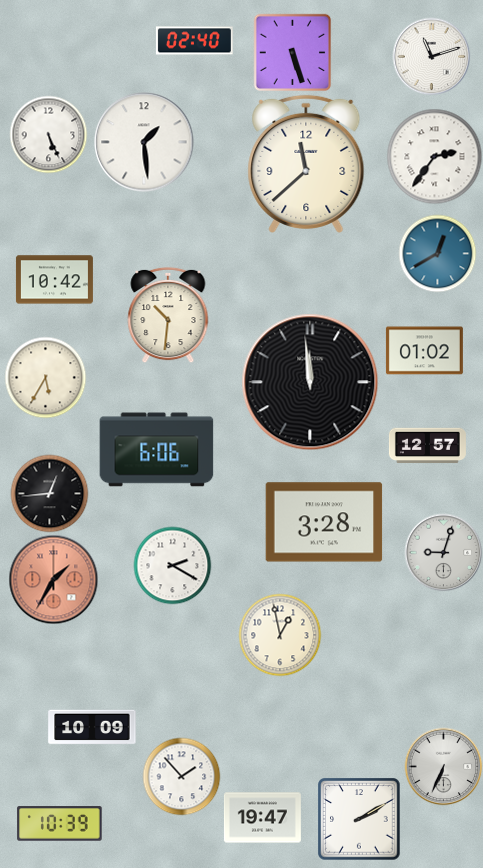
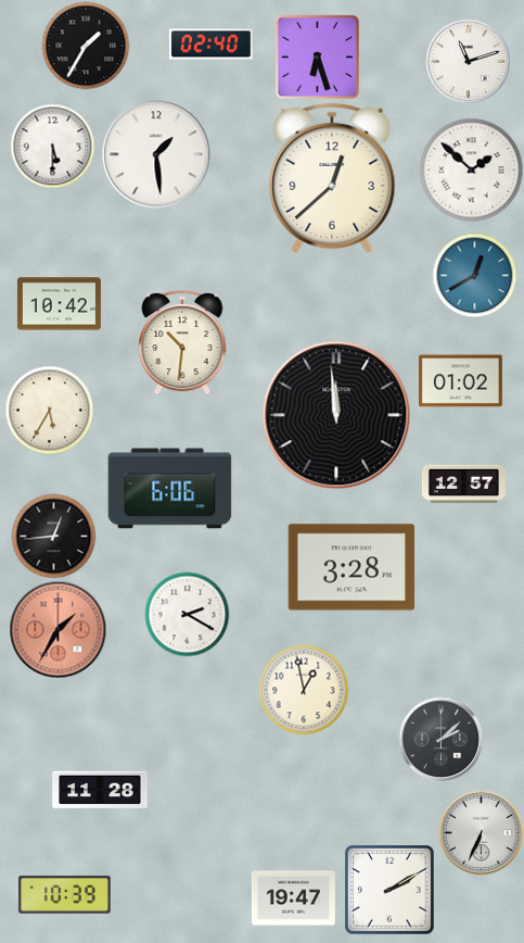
clock at (86, 46): none -> 1:35
clock at (292, 52): 5:27 -> 6:27
clock at (48, 134): 5:26 -> 5:30
clock at (434, 156): 2:36 -> 1:52
clock at (306, 163): 11:38 -> 12:38
clock at (443, 552): 9:03 -> none
clock at (440, 739): none -> 2:08
clock at (92, 727): 10:09 -> 11:28
clock at (181, 776): 1:53 -> none
clock at (262, 818) position: (262, 818) -> (293, 898)
